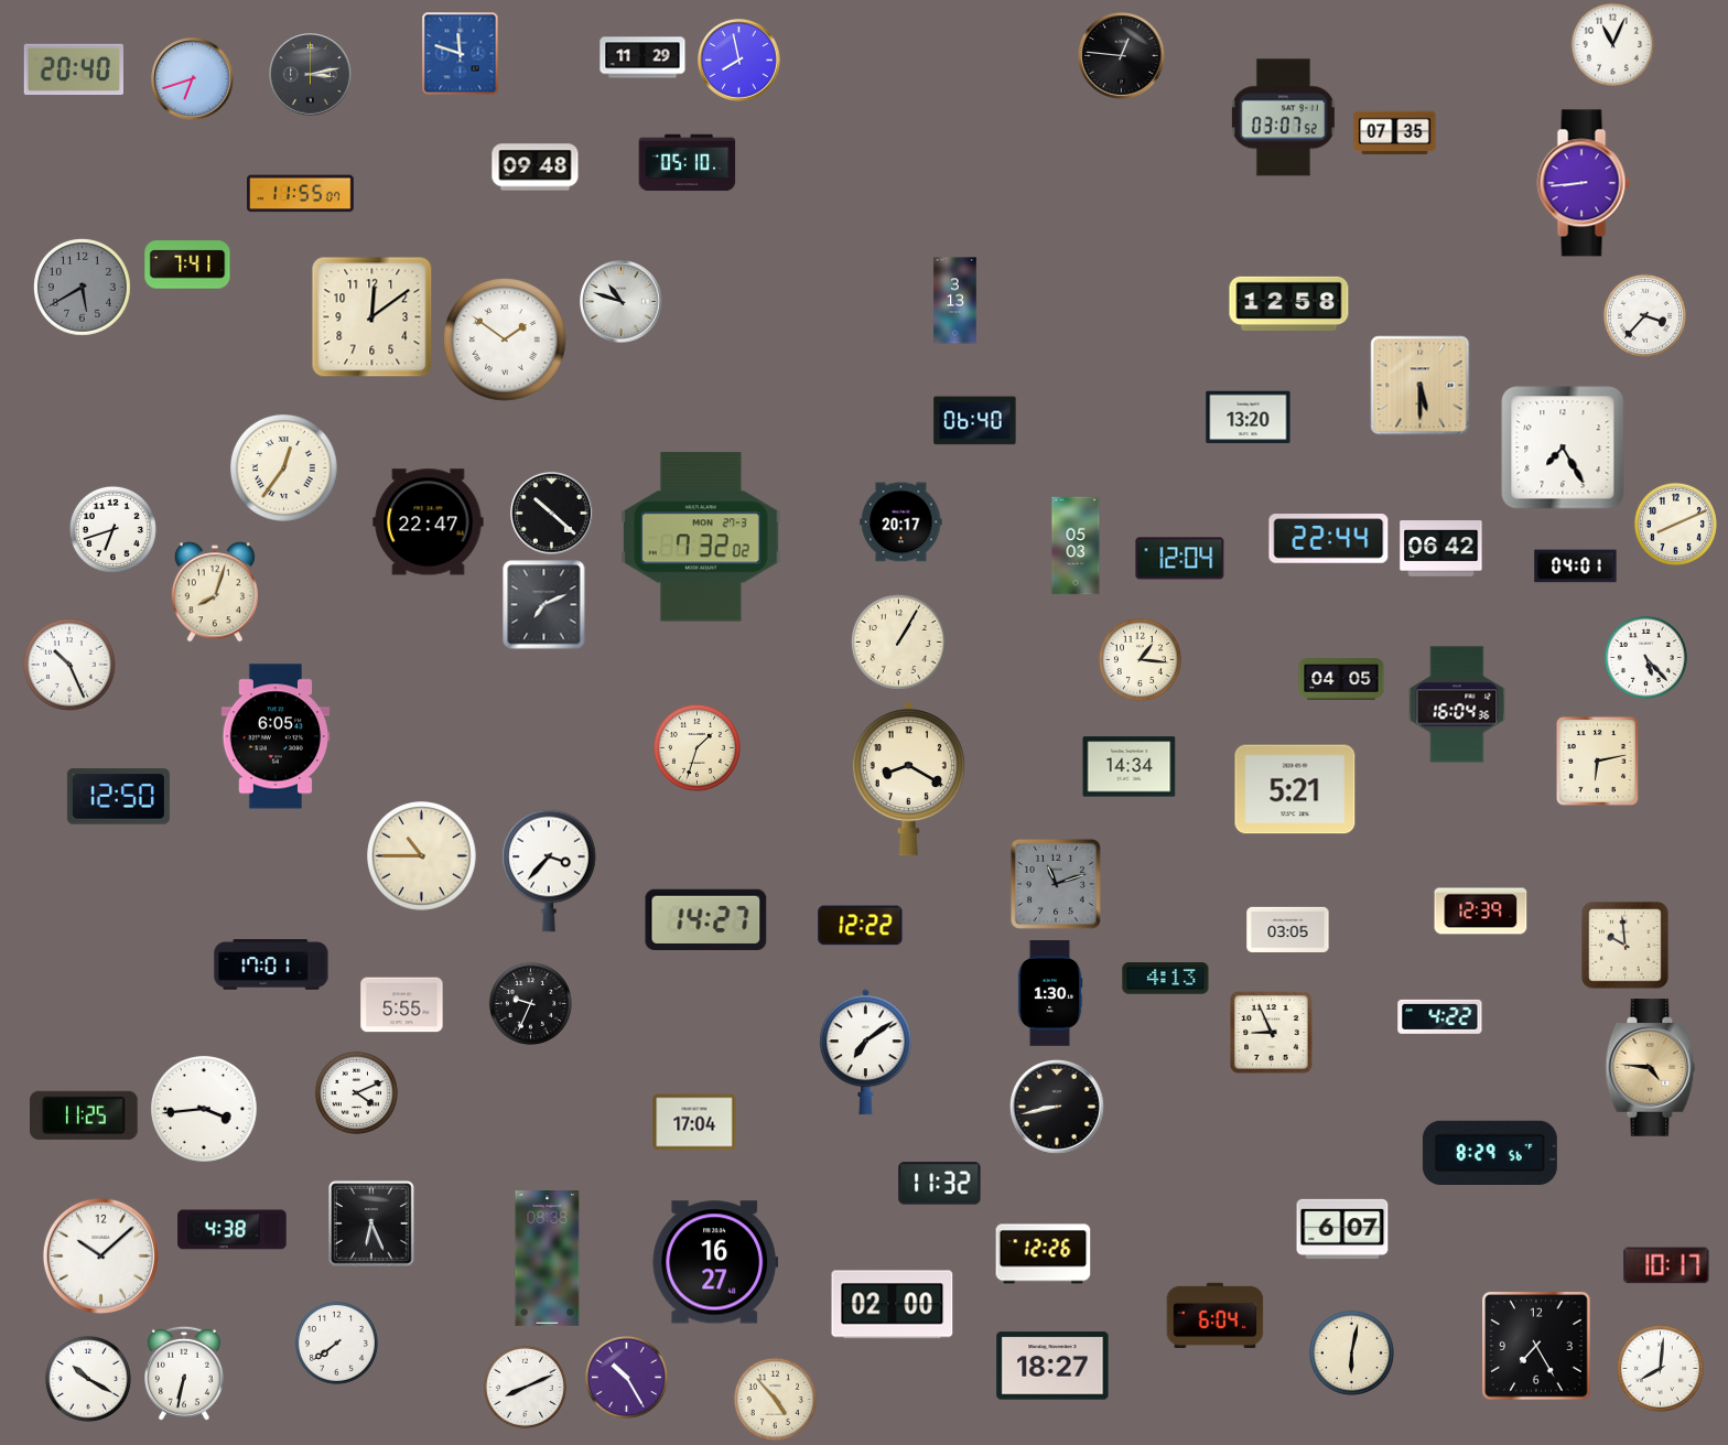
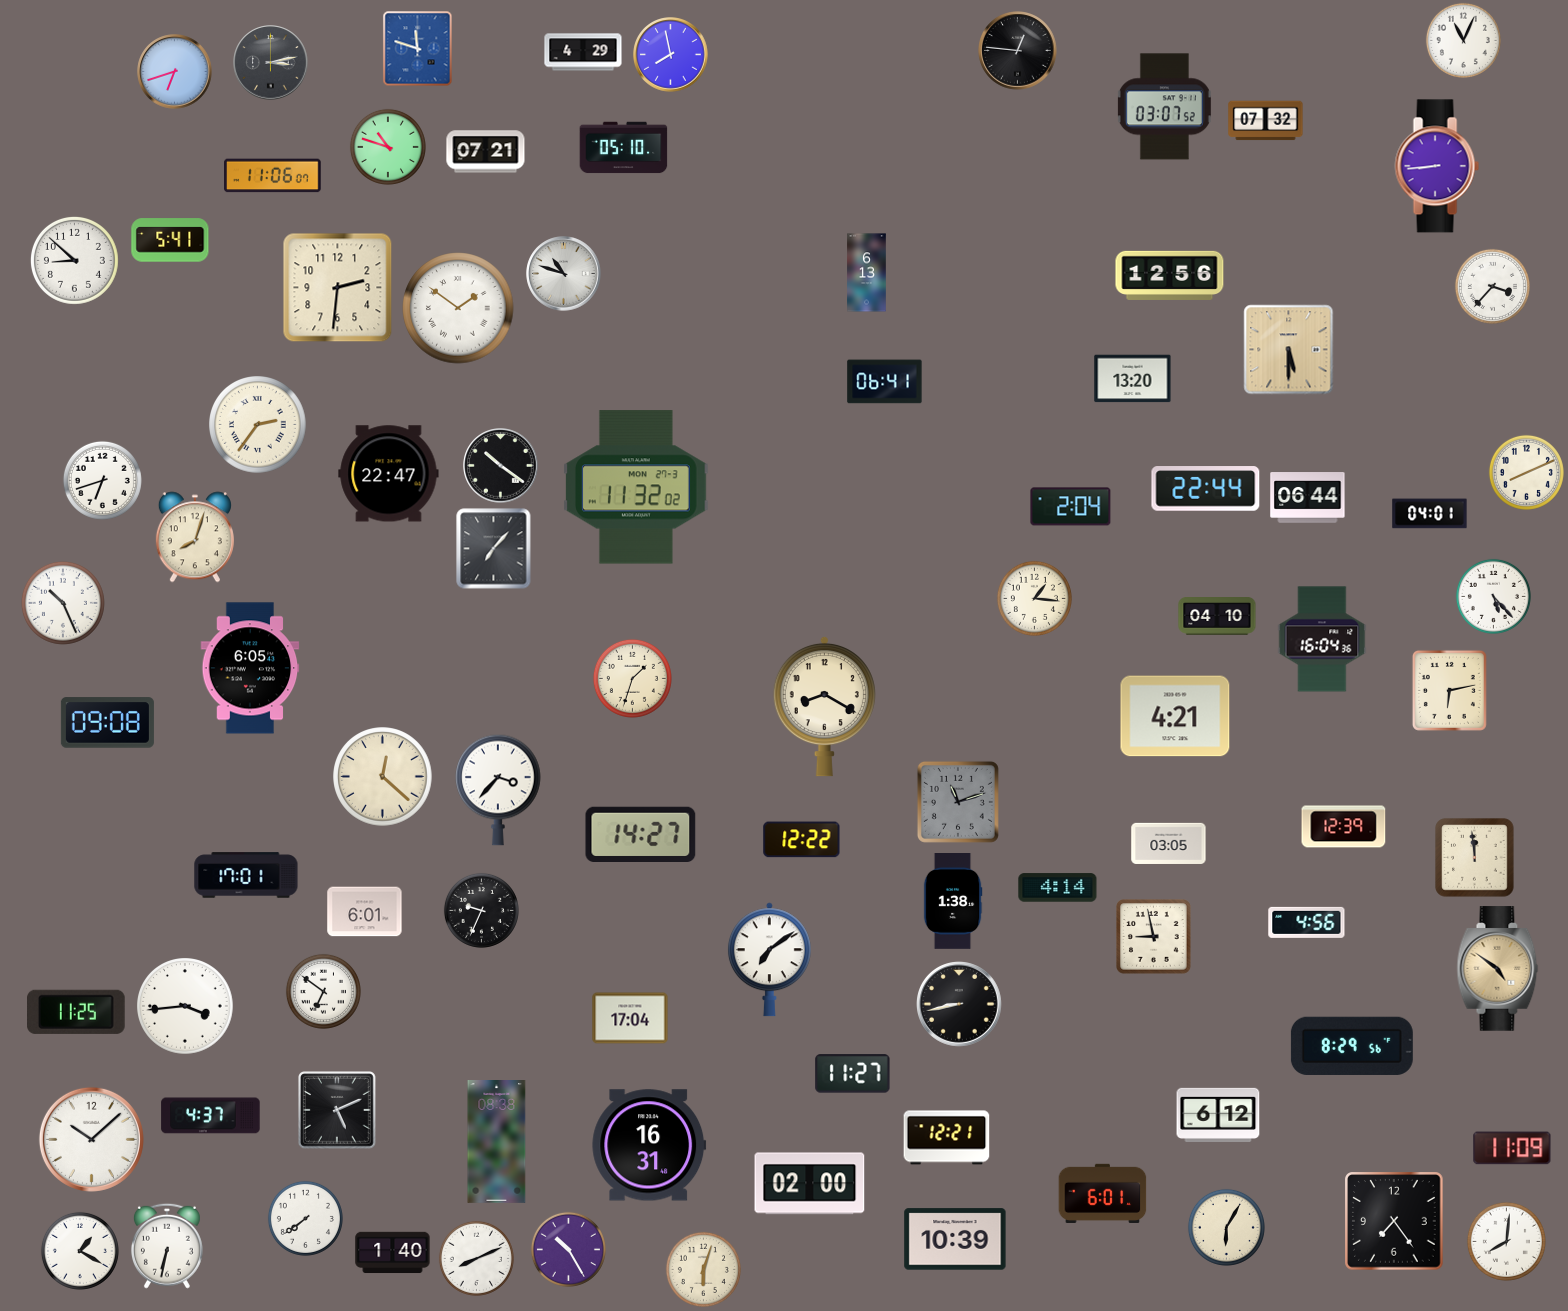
clock at (642, 57): 11:29 -> 4:29
clock at (73, 68): 20:40 -> none
clock at (311, 75) position: (311, 75) -> (271, 63)
clock at (1395, 133): 07:35 -> 07:32
clock at (388, 147): none -> 10:48
clock at (536, 168): 09:48 -> 07:21
clock at (301, 194): 11:55 -> 11:06
clock at (187, 265): 7:41 -> 5:41
clock at (82, 287): 5:40 -> 8:52
clock at (82, 287) dial: grey -> white
clock at (955, 301): 3:13 -> 6:13
clock at (1289, 303): 12:58 -> 12:56
clock at (372, 317): 12:09 -> 2:31
clock at (975, 421): 06:40 -> 06:41
clock at (1563, 447): 7:25 -> none
clock at (284, 468): 12:36 -> 2:36
clock at (552, 514): 10:22 -> 10:21
clock at (901, 522): 20:17 -> none
clock at (1675, 524) position: (1675, 524) -> (1526, 472)
clock at (702, 537): 7:32 -> 11:32
clock at (1076, 546): 05:03 -> none
clock at (1441, 549): 06:42 -> 06:44
clock at (1180, 559): 12:04 -> 2:04
clock at (544, 605): 7:11 -> 7:07
clock at (898, 641): 1:05 -> none
clock at (1341, 680): 04:05 -> 04:10
clock at (1130, 767): 14:34 -> none
clock at (1295, 789): 5:21 -> 4:21
clock at (118, 797): 12:50 -> 09:08
clock at (422, 856): 10:45 -> 12:22
clock at (861, 926) position: (861, 926) -> (802, 840)
clock at (1626, 946): 9:59 -> 11:59
clock at (1166, 979): 4:13 -> 4:14
clock at (1050, 994): 1:30 -> 1:38
clock at (402, 1005): 5:55 -> 6:01
clock at (1440, 1016): 4:22 -> 4:56
clock at (1272, 1033): 8:56 -> 8:58
clock at (865, 1053) position: (865, 1053) -> (769, 960)
clock at (1651, 1068): 4:46 -> 4:51
clock at (356, 1092): 4:11 -> 6:51
clock at (940, 1184): 11:32 -> 11:27
clock at (372, 1225): 6:26 -> 5:11
clock at (1342, 1229): 6:07 -> 6:12
clock at (233, 1230): 4:38 -> 4:37
clock at (1044, 1254): 12:26 -> 12:21
clock at (715, 1262): 16:27 -> 16:31
clock at (1666, 1265): 10:17 -> 11:09
clock at (1216, 1315): 6:04 -> 6:01
clock at (1536, 1346): 7:25 -> 7:24
clock at (1351, 1352): 6:02 -> 6:05
clock at (1052, 1366): 18:27 -> 10:39
clock at (88, 1379): 10:20 -> 1:20
clock at (393, 1253): none -> 1:40
clock at (775, 1399): 4:53 -> 6:03
